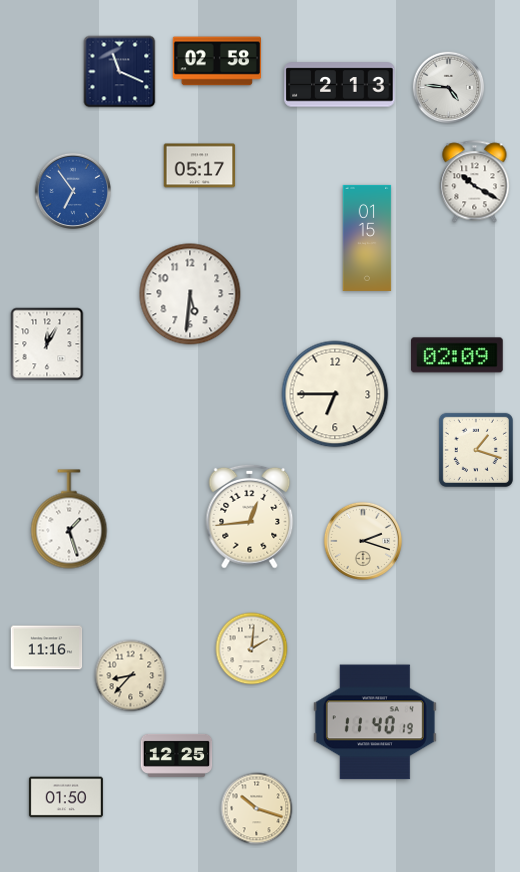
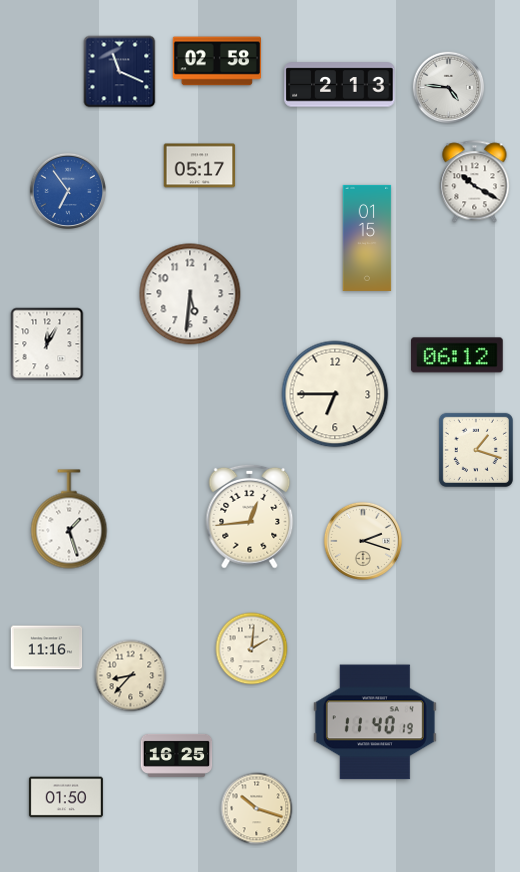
clock at (72, 190) position: (72, 190) -> (67, 190)
clock at (457, 355): 02:09 -> 06:12
clock at (177, 755): 12:25 -> 16:25
